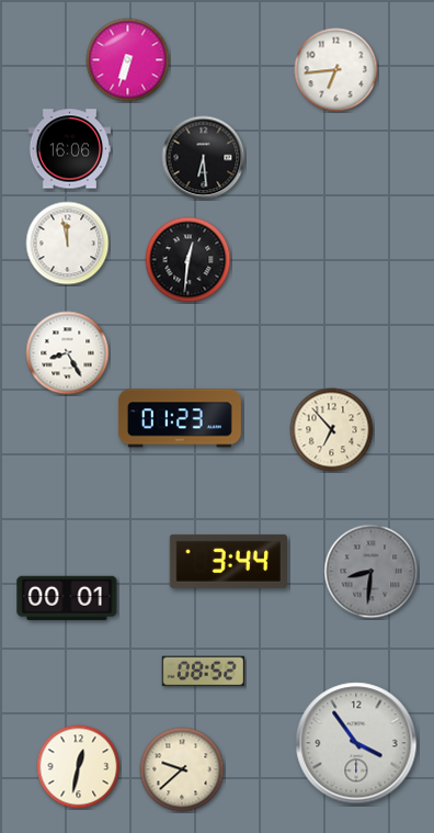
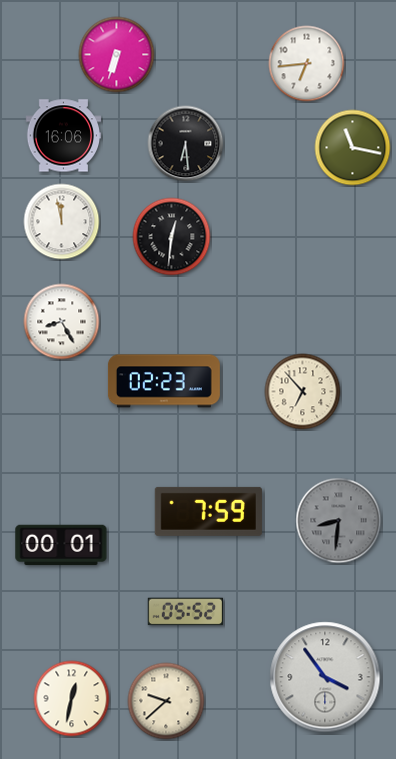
clock at (353, 148): none -> 11:17
clock at (180, 418): 01:23 -> 02:23
clock at (228, 561): 3:44 -> 7:59
clock at (203, 672): 08:52 -> 05:52
